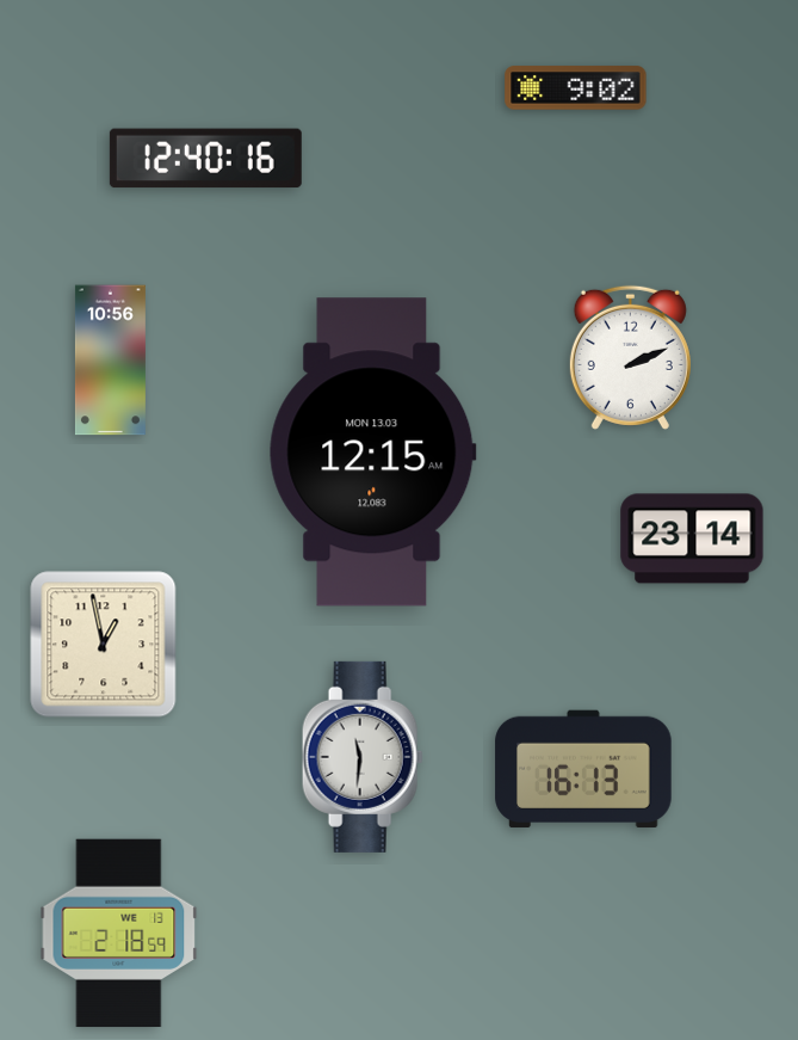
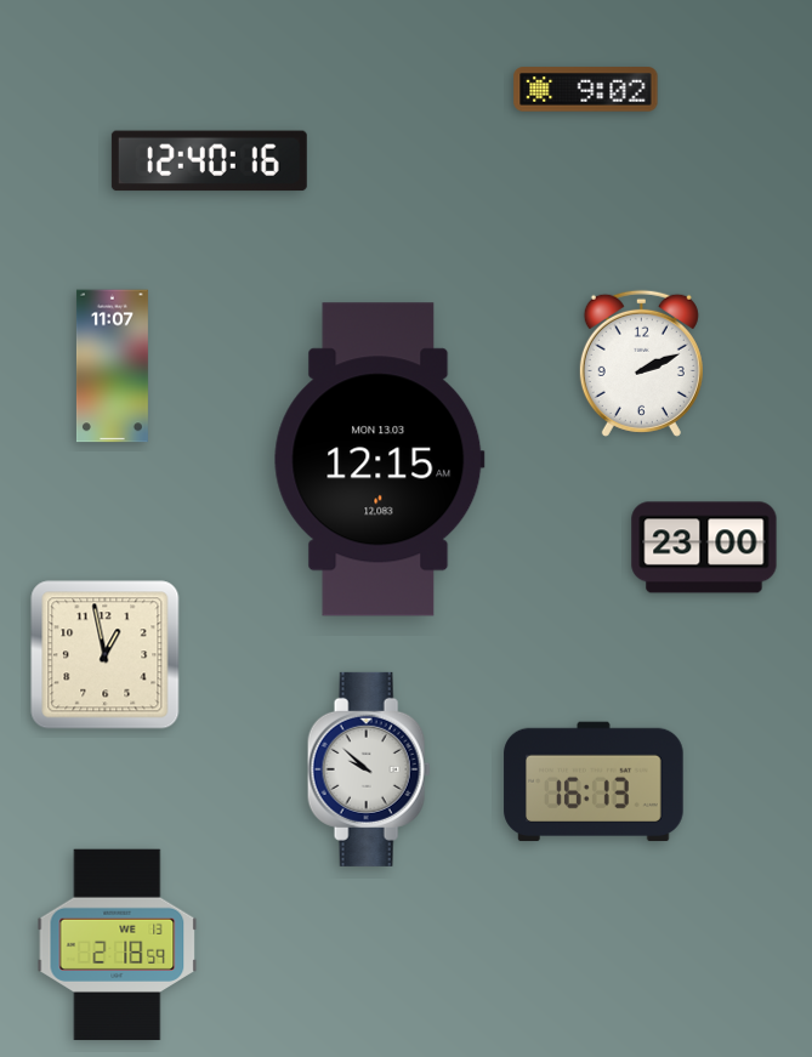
clock at (110, 361): 10:56 -> 11:07
clock at (692, 539): 23:14 -> 23:00
clock at (363, 757): 11:31 -> 9:52
clock at (119, 934) position: (119, 934) -> (118, 945)
